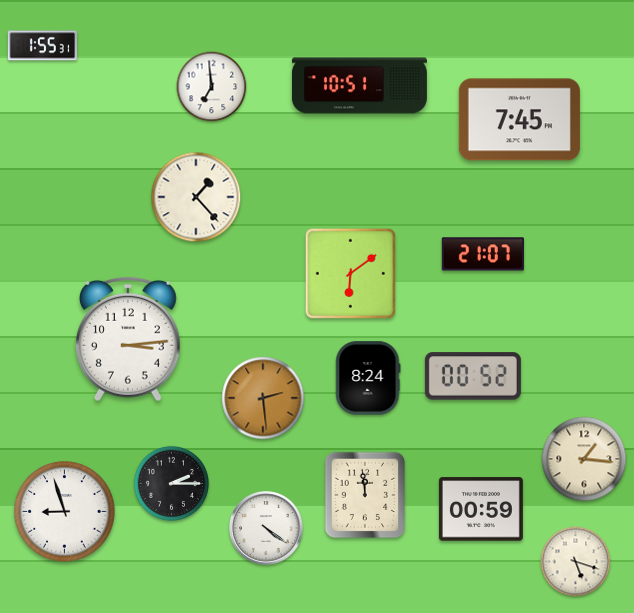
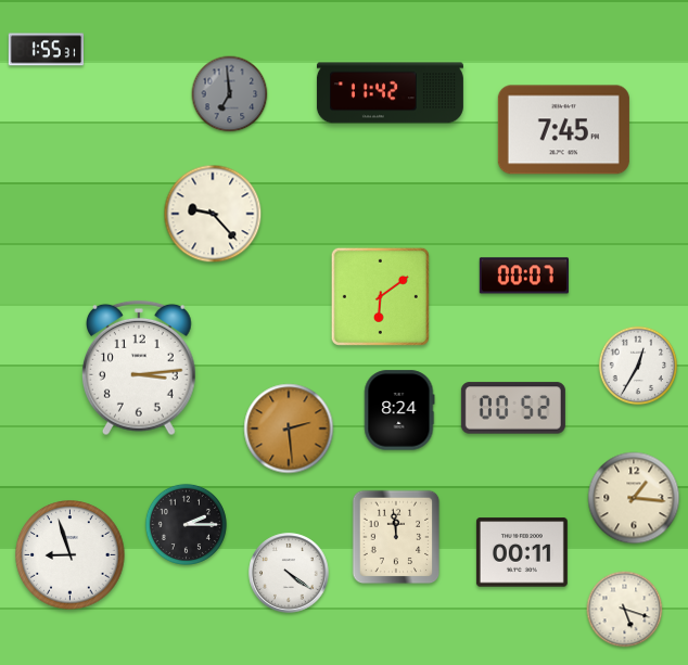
clock at (359, 86): 10:51 -> 11:42
clock at (212, 87) dial: white -> grey
clock at (196, 197): 1:23 -> 9:23
clock at (483, 254): 21:07 -> 00:07
clock at (638, 366): none -> 12:35
clock at (263, 398) position: (263, 398) -> (289, 429)
clock at (481, 509): 00:59 -> 00:11
